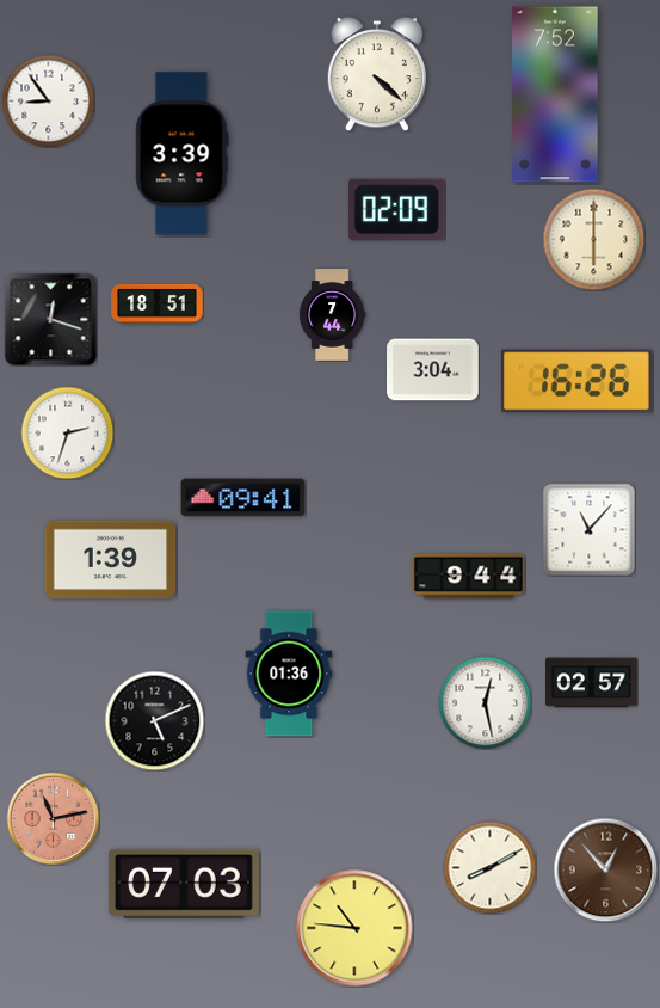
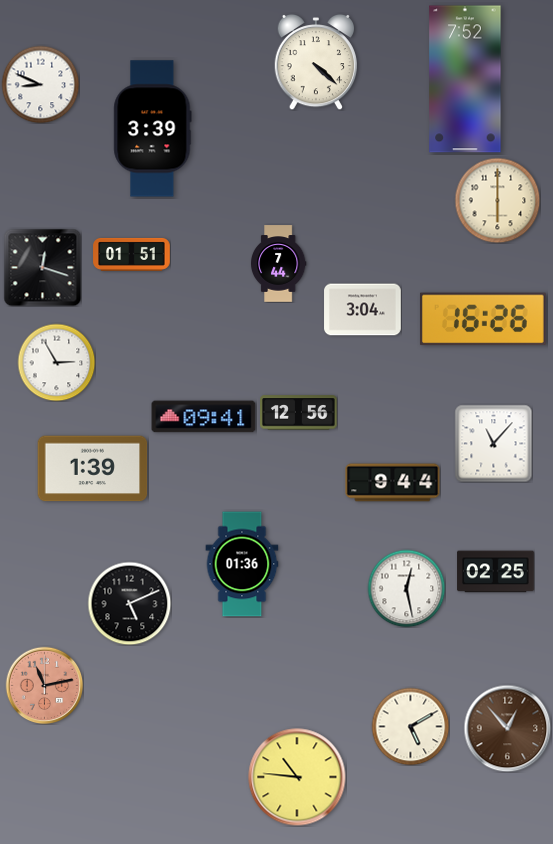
clock at (48, 100): 8:54 -> 8:49
clock at (397, 209): 02:09 -> none
clock at (158, 303): 18:51 -> 01:51
clock at (67, 432): 2:33 -> 2:55
clock at (299, 413): none -> 12:56
clock at (592, 683): 02:57 -> 02:25
clock at (489, 867): 8:10 -> 5:10
clock at (185, 884): 07:03 -> none
